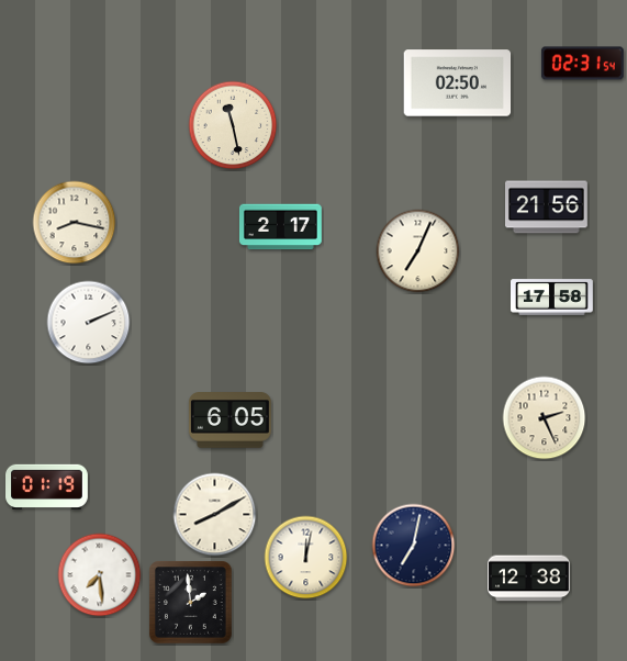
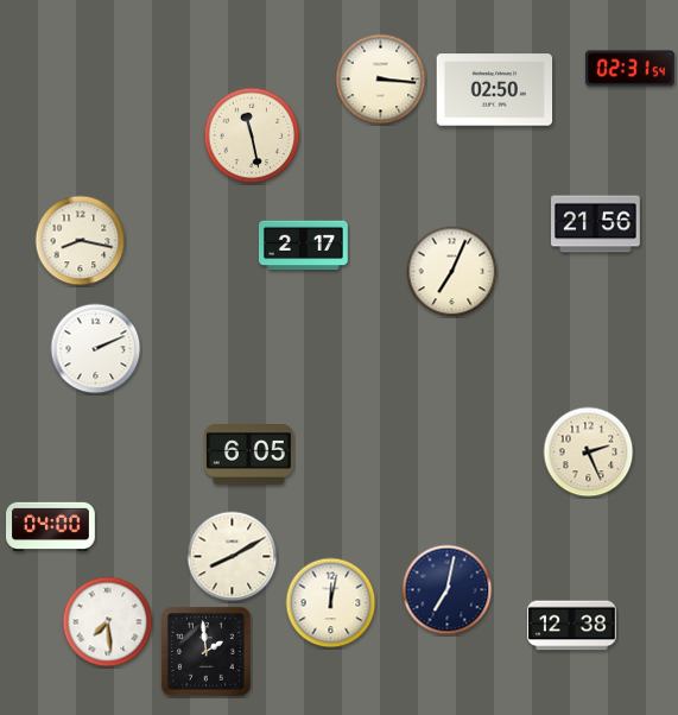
clock at (381, 80): none -> 3:16
clock at (547, 208) position: (547, 208) -> (596, 224)
clock at (552, 298): 17:58 -> none
clock at (47, 486): 01:19 -> 04:00
